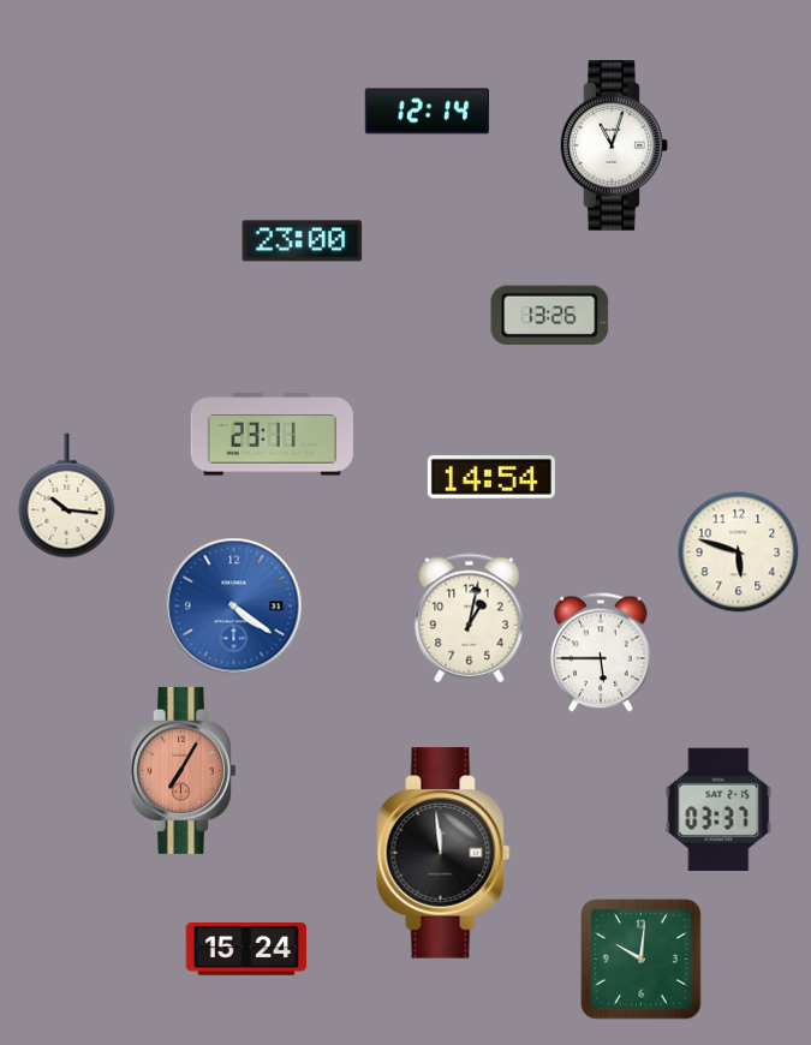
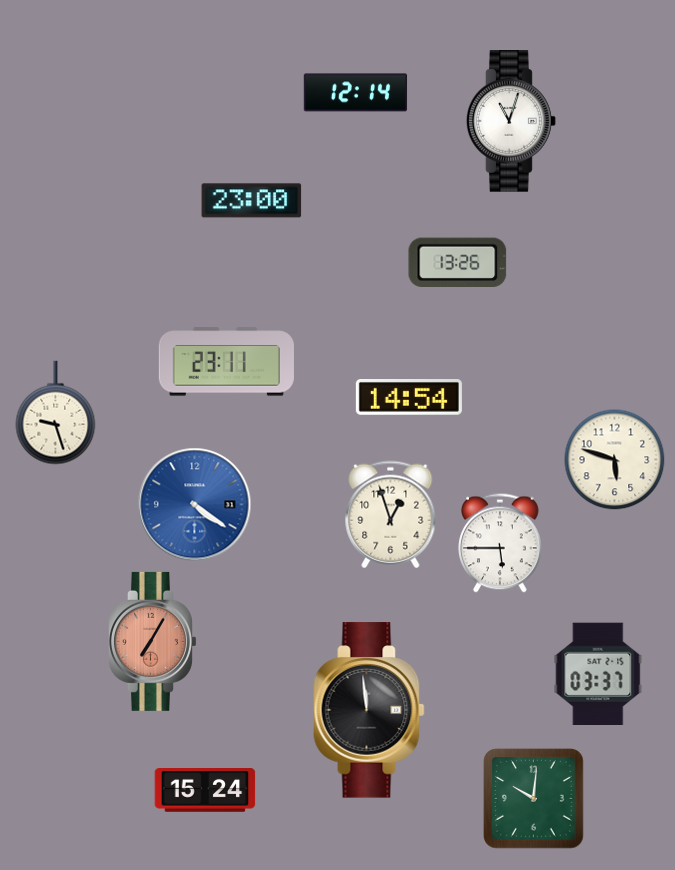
clock at (67, 496): 10:16 -> 9:27
clock at (470, 619): 1:02 -> 12:57
